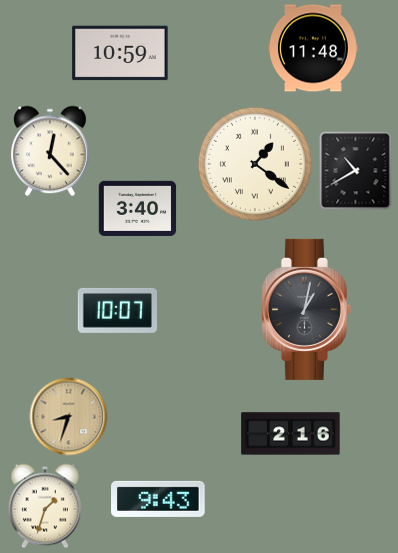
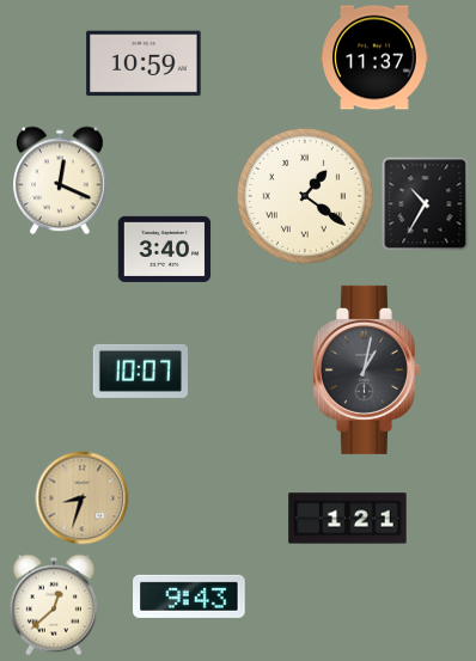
clock at (314, 48): 11:48 -> 11:37
clock at (51, 151): 12:23 -> 12:19
clock at (356, 170): 10:40 -> 10:35
clock at (291, 434): 2:16 -> 1:21
clock at (45, 506): 1:33 -> 12:38
